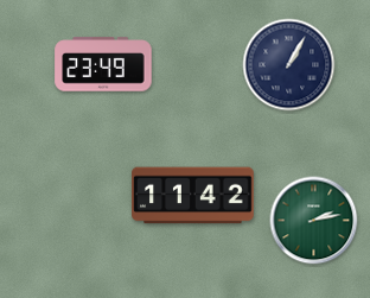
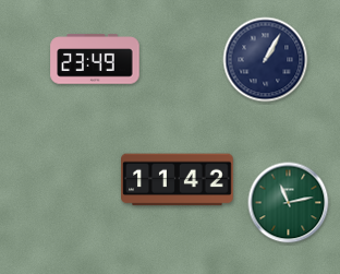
clock at (314, 221): 2:13 -> 11:13
